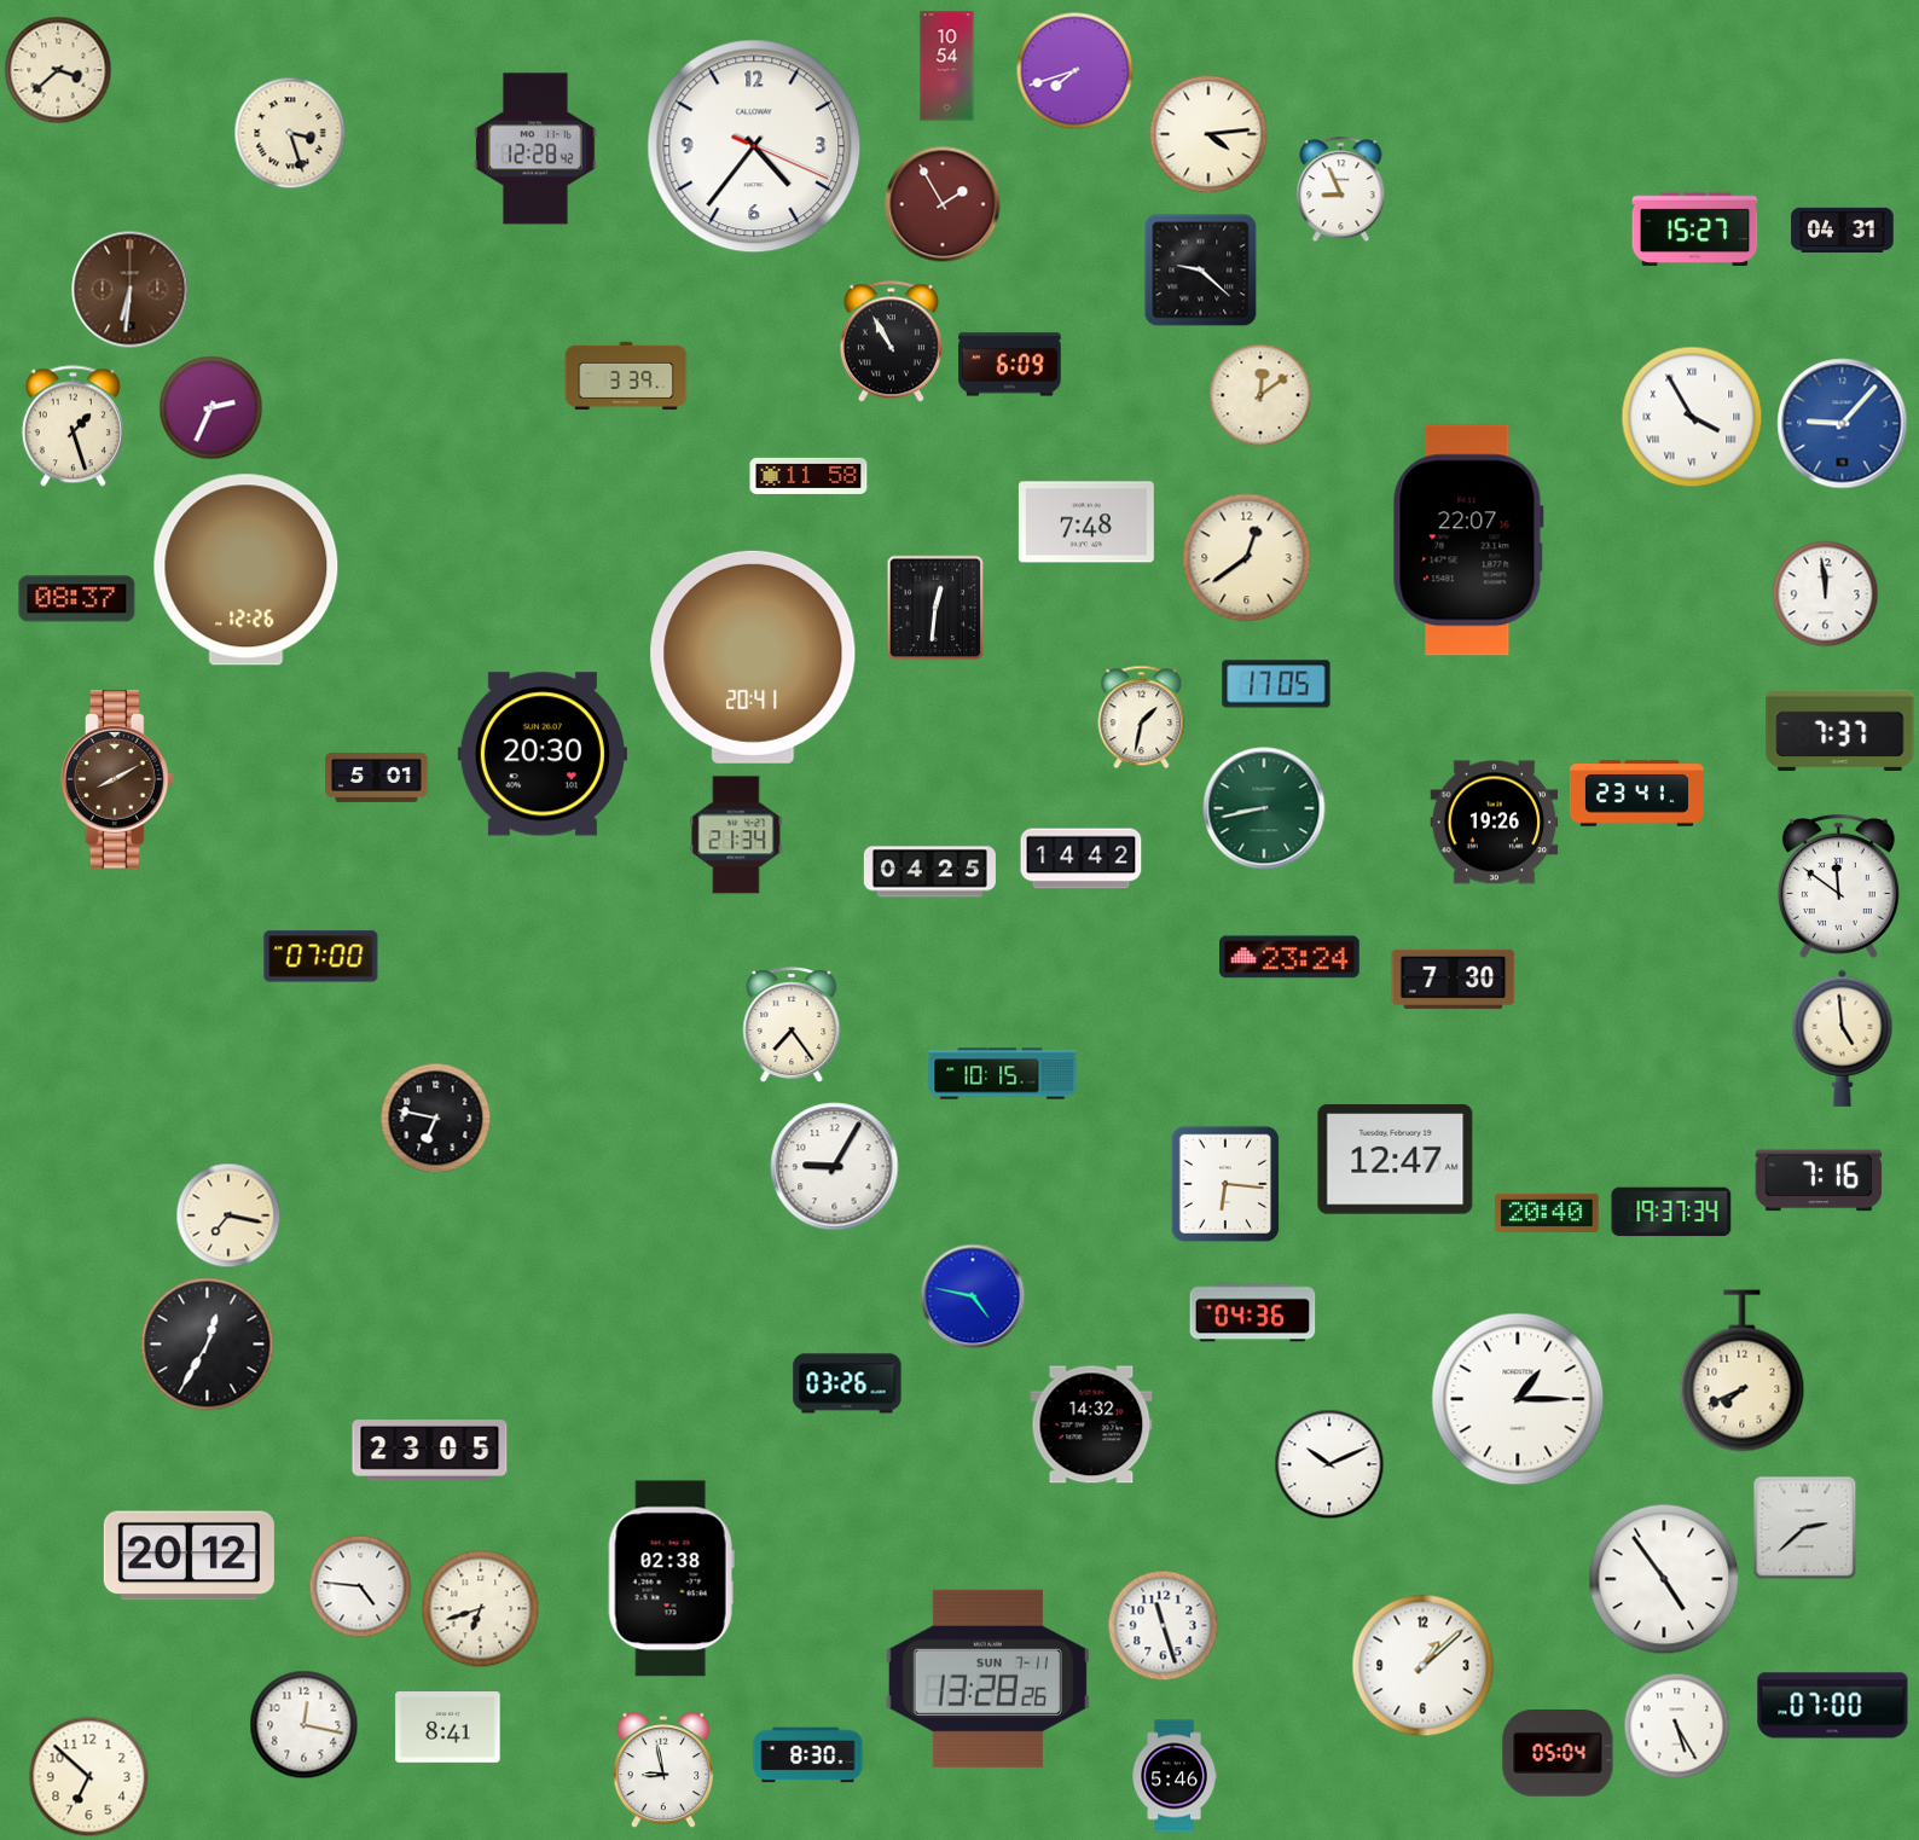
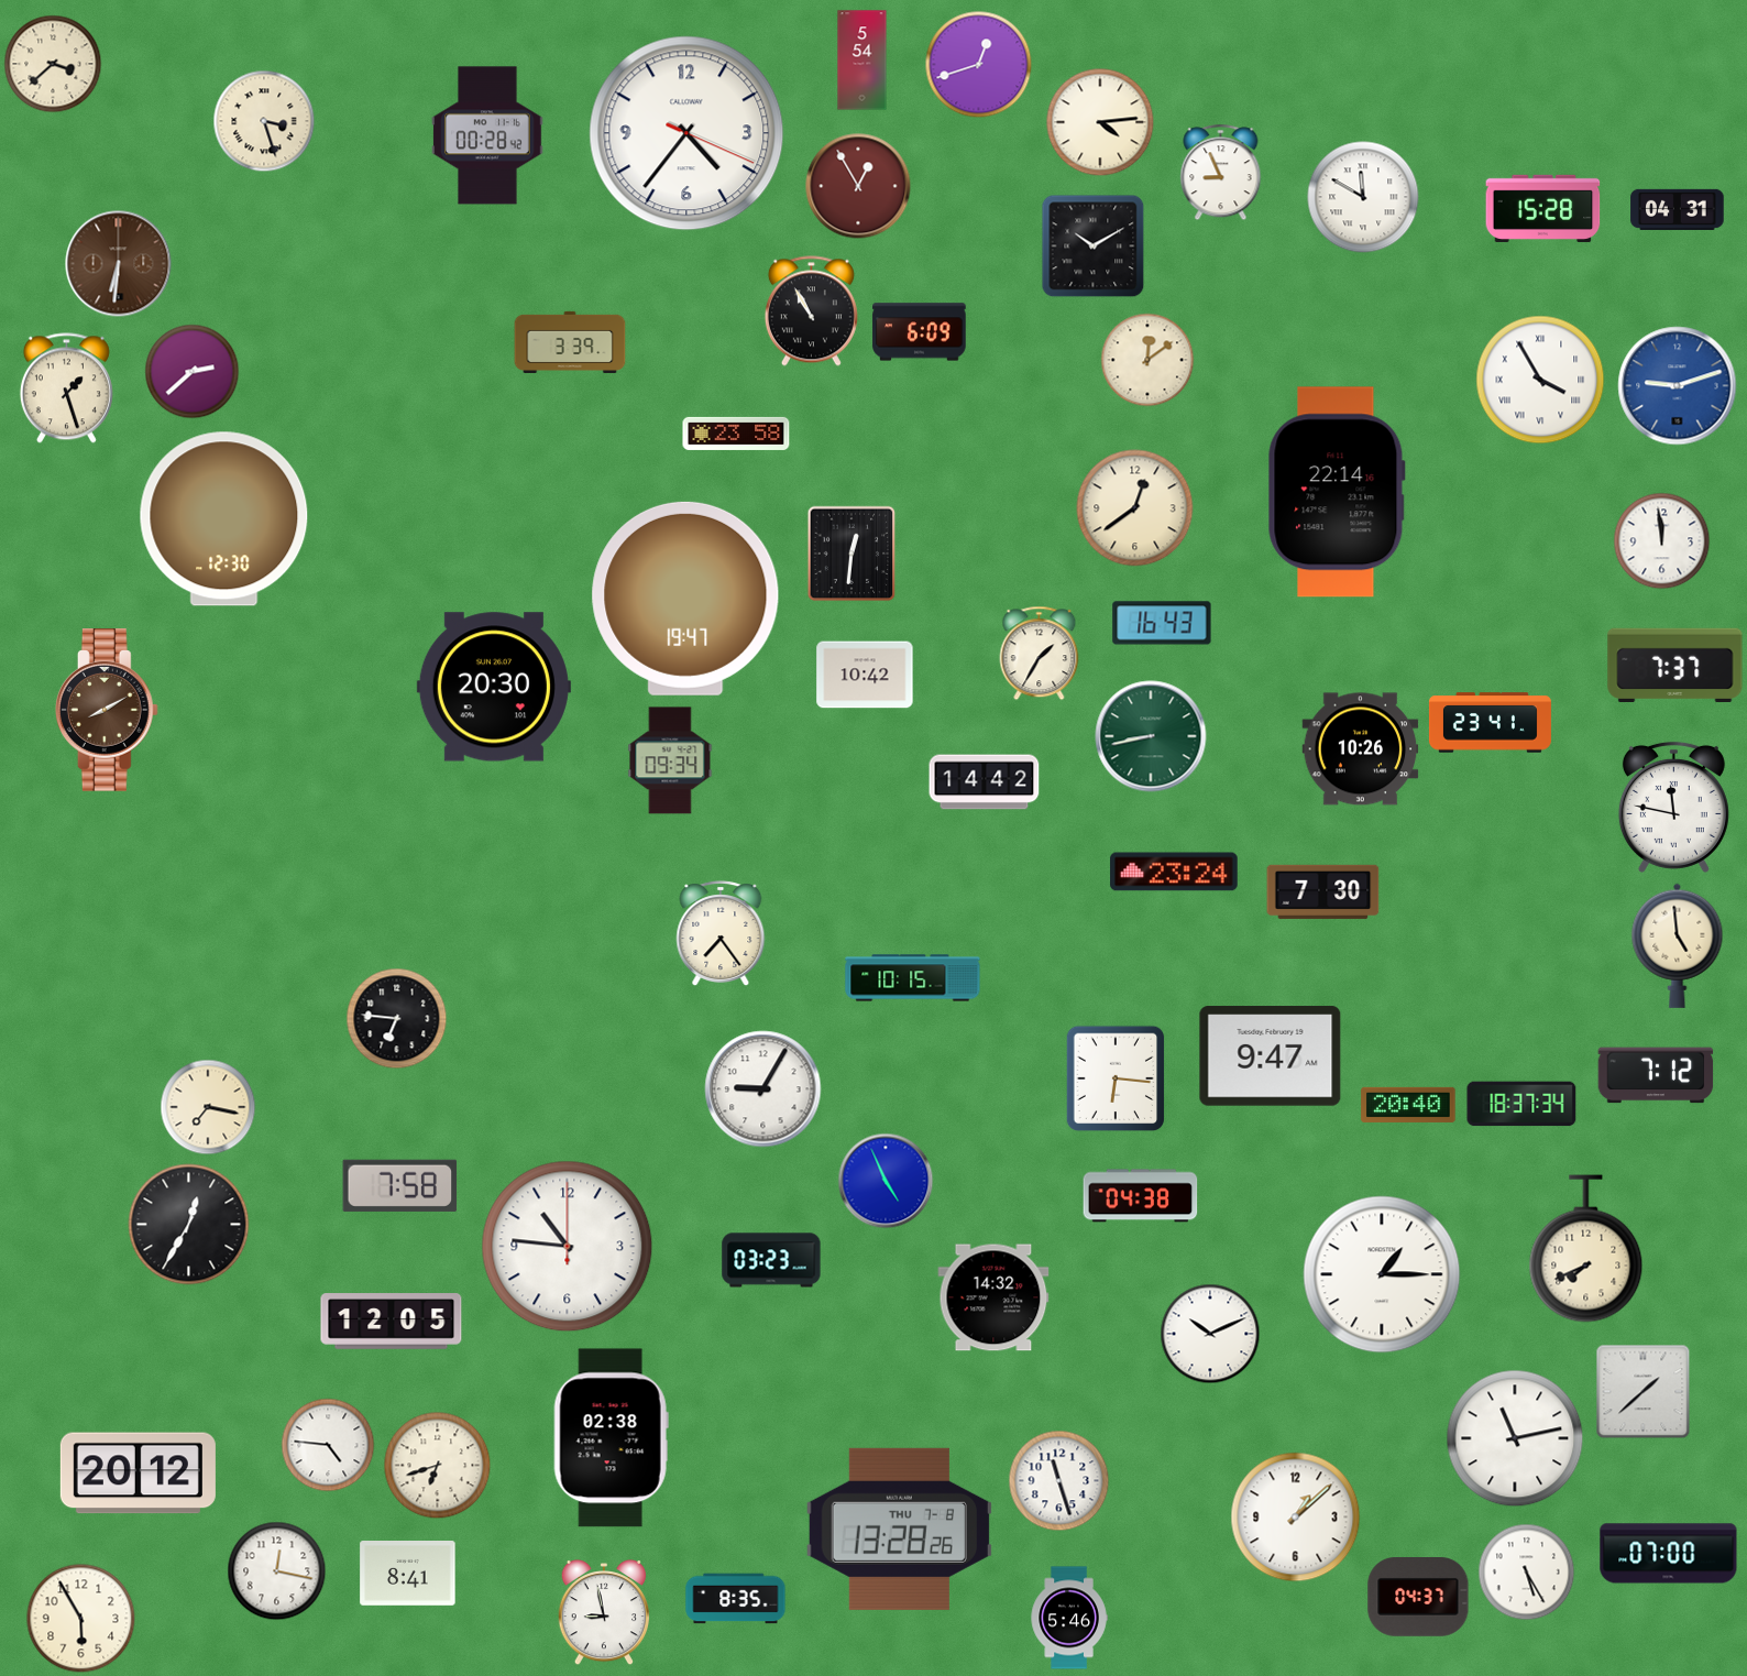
clock at (947, 66): 10:54 -> 5:54
clock at (1076, 71): 7:42 -> 12:42
clock at (535, 149): 12:28 -> 00:28
clock at (943, 204): 1:55 -> 12:55
clock at (1363, 197): none -> 11:50
clock at (1695, 228): 15:27 -> 15:28
clock at (1201, 271): 9:22 -> 10:10
clock at (211, 408): 2:34 -> 2:38
clock at (1843, 424): 9:07 -> 9:12
clock at (808, 476): 11:58 -> 23:58
clock at (1086, 522): 7:48 -> none
clock at (1468, 540): 22:07 -> 22:14
clock at (247, 570): 12:26 -> 12:30
clock at (77, 599): 08:37 -> none
clock at (753, 657): 20:41 -> 19:47
clock at (1276, 684): 17:05 -> 16:43
clock at (1142, 718): 1:32 -> 1:35
clock at (865, 675): none -> 10:42
clock at (377, 777): 5:01 -> none
clock at (1495, 823): 19:26 -> 10:26
clock at (736, 835): 21:34 -> 09:34
clock at (929, 872): 04:25 -> none
clock at (1838, 886): 11:51 -> 11:47
clock at (321, 957): 07:00 -> none
clock at (436, 1119): 6:47 -> 6:46
clock at (1396, 1160): 12:47 -> 9:47
clock at (835, 1167) position: (835, 1167) -> (763, 1089)
clock at (1819, 1180): 7:16 -> 7:12
clock at (1671, 1212): 19:37 -> 18:37
clock at (973, 1296): 4:47 -> 4:56
clock at (400, 1185): none -> 7:58
clock at (1253, 1313): 04:36 -> 04:38
clock at (568, 1247): none -> 10:46
clock at (847, 1383): 03:26 -> 03:23
clock at (430, 1451): 23:05 -> 12:05
clock at (1805, 1528): 2:38 -> 1:38
clock at (189, 1556) position: (189, 1556) -> (138, 1474)
clock at (1664, 1579): 4:54 -> 11:13
clock at (987, 1678) date: SUN 7-11 -> THU 7-8
clock at (1558, 1754): 05:04 -> 04:37
clock at (808, 1755): 8:30 -> 8:35
clock at (89, 1777): 6:52 -> 5:55
